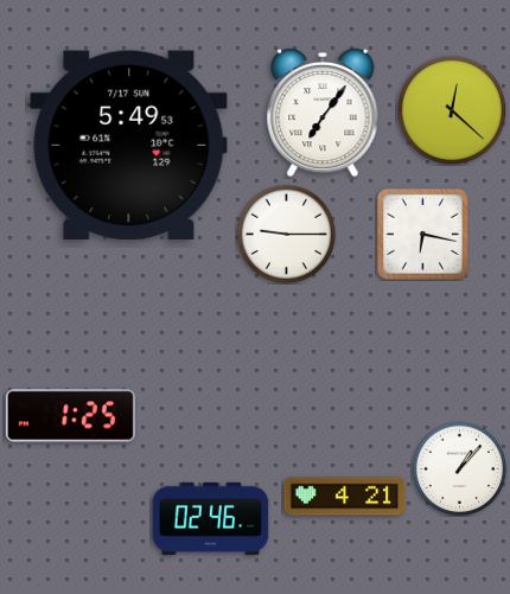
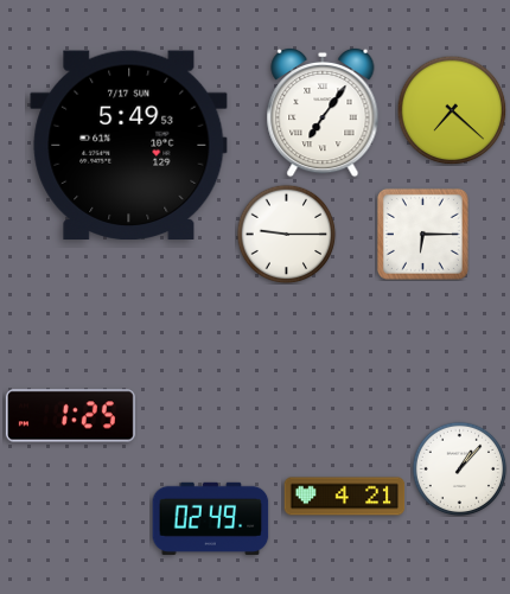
clock at (452, 110): 12:22 -> 7:22
clock at (422, 234): 6:17 -> 6:15
clock at (211, 518): 02:46 -> 02:49
